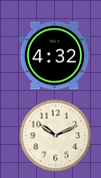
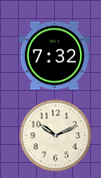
clock at (54, 56): 4:32 -> 7:32
